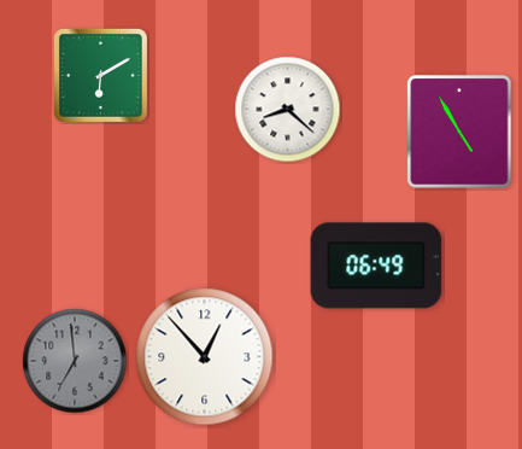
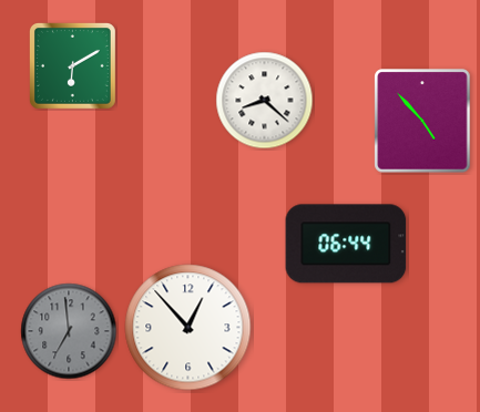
clock at (100, 75) position: (100, 75) -> (72, 65)
clock at (459, 132): 4:55 -> 4:53
clock at (376, 266): 06:49 -> 06:44
